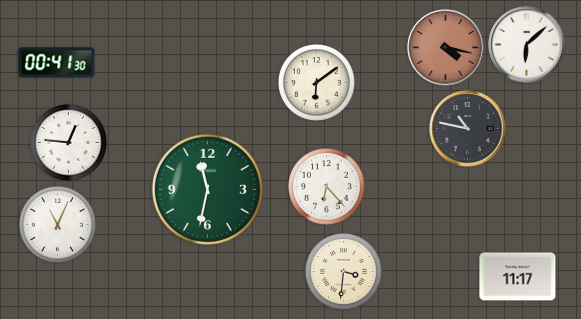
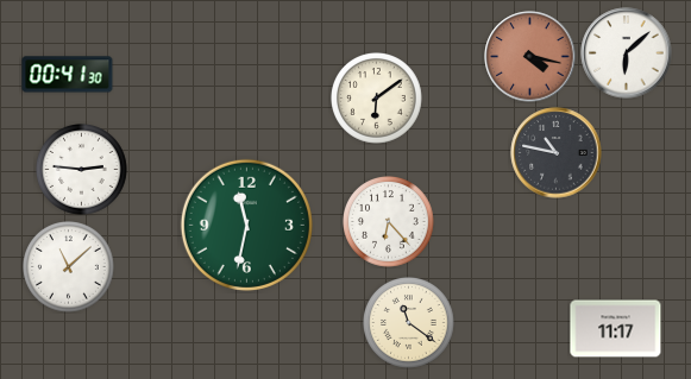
clock at (69, 143): 12:46 -> 2:46
clock at (58, 225): 11:04 -> 11:08
clock at (344, 272): 3:31 -> 11:21
